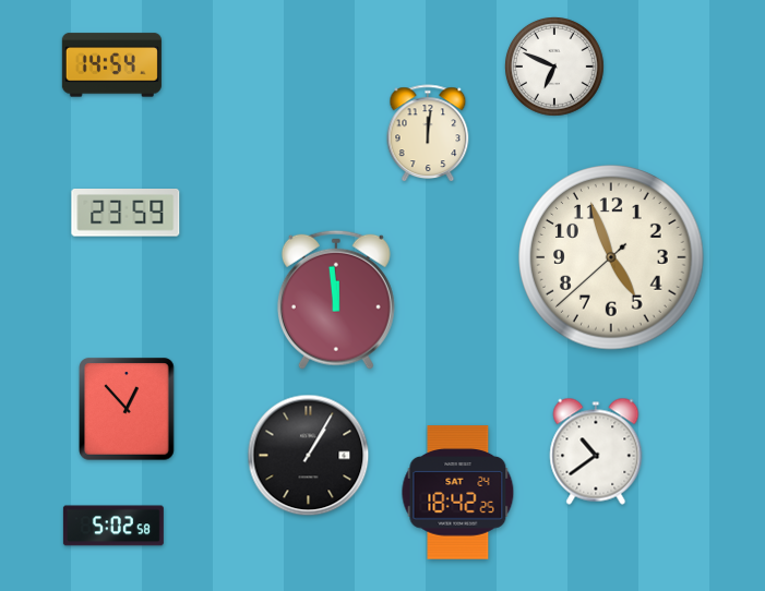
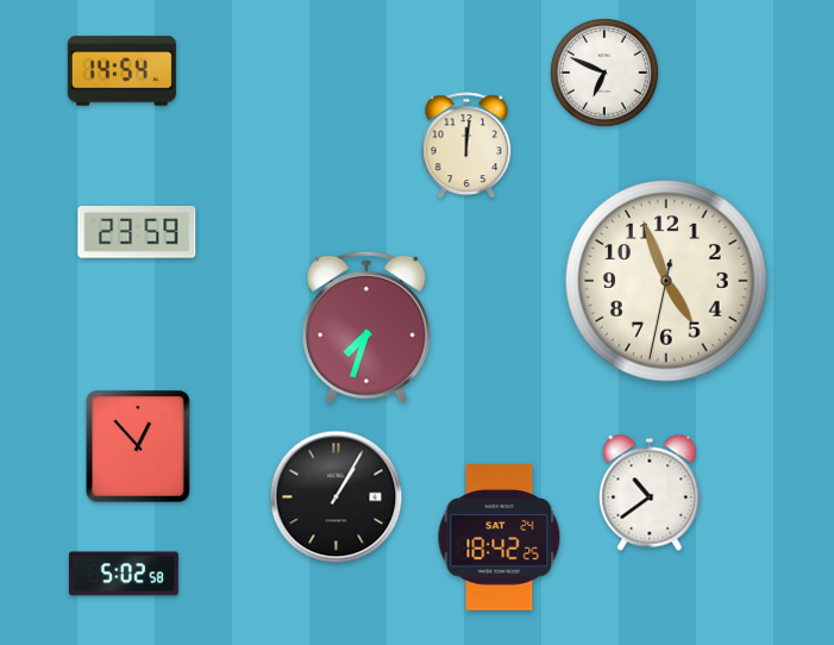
clock at (611, 257): 4:56:38 -> 4:56:32
clock at (336, 300): 11:59 -> 7:33
